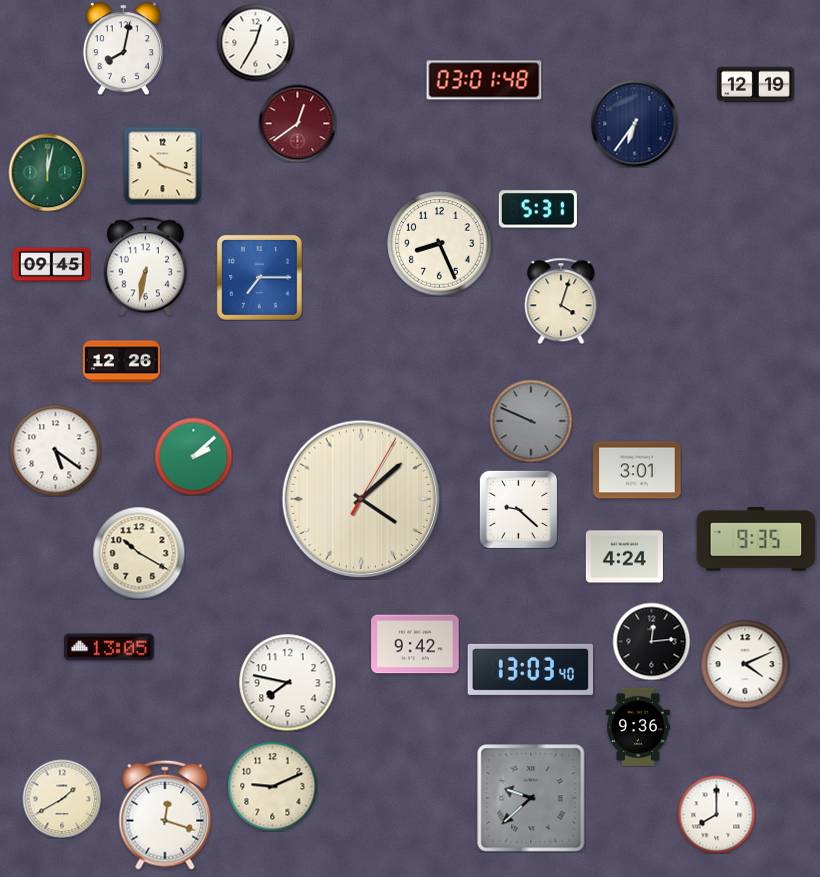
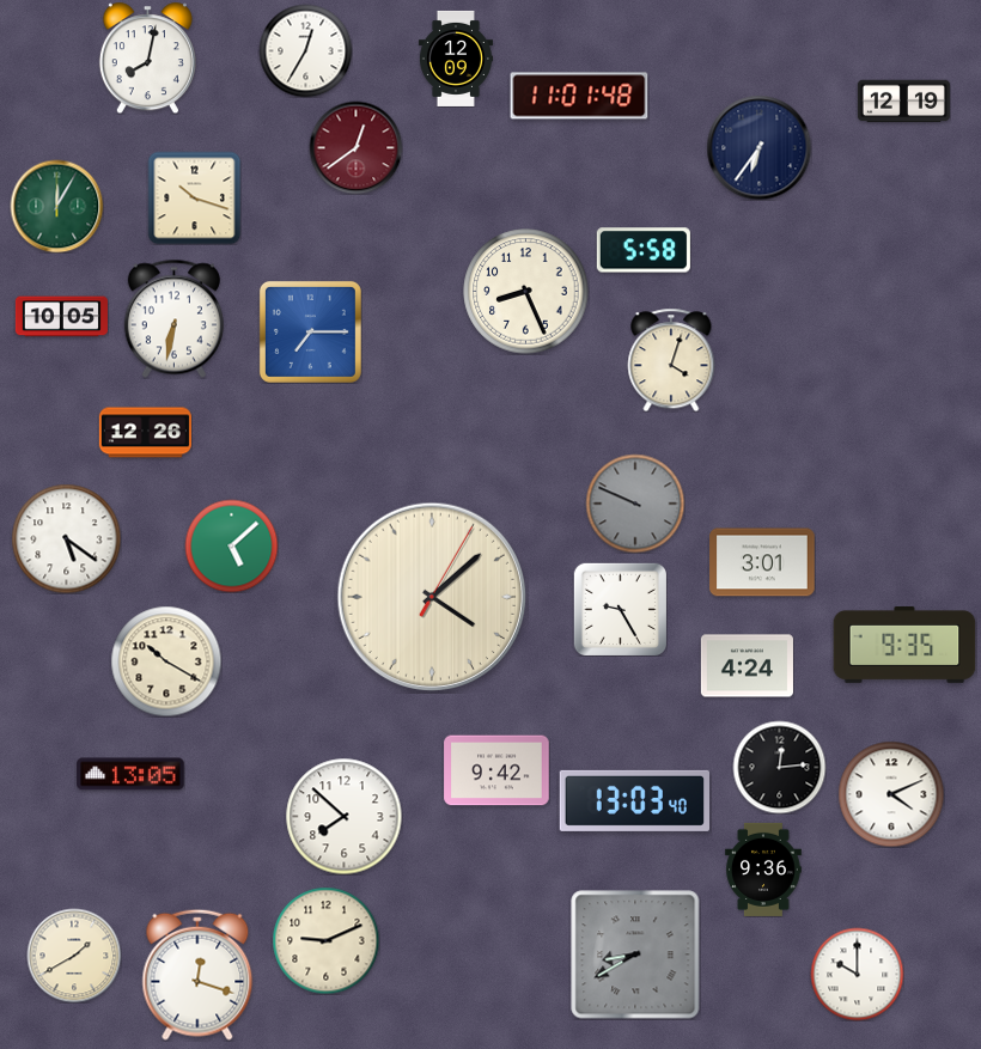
clock at (456, 59): none -> 12:09
clock at (484, 80): 03:01 -> 11:01
clock at (47, 172): 12:02 -> 12:05
clock at (538, 209): 5:31 -> 5:58
clock at (51, 265): 09:45 -> 10:05
clock at (193, 456): 2:08 -> 5:08
clock at (518, 509): 9:22 -> 9:25
clock at (287, 682): 7:47 -> 7:52
clock at (531, 798): 9:38 -> 8:40
clock at (716, 814): 8:00 -> 10:00
